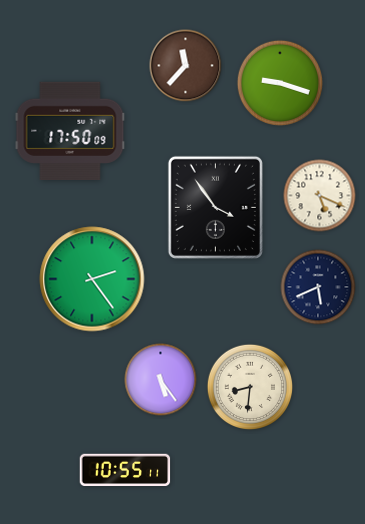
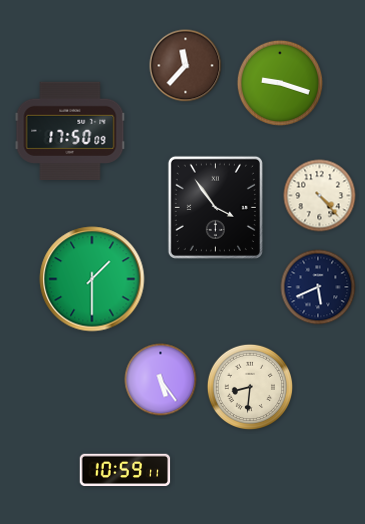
clock at (320, 196): 5:19 -> 4:23
clock at (92, 279): 2:24 -> 1:30
clock at (125, 470): 10:55 -> 10:59
